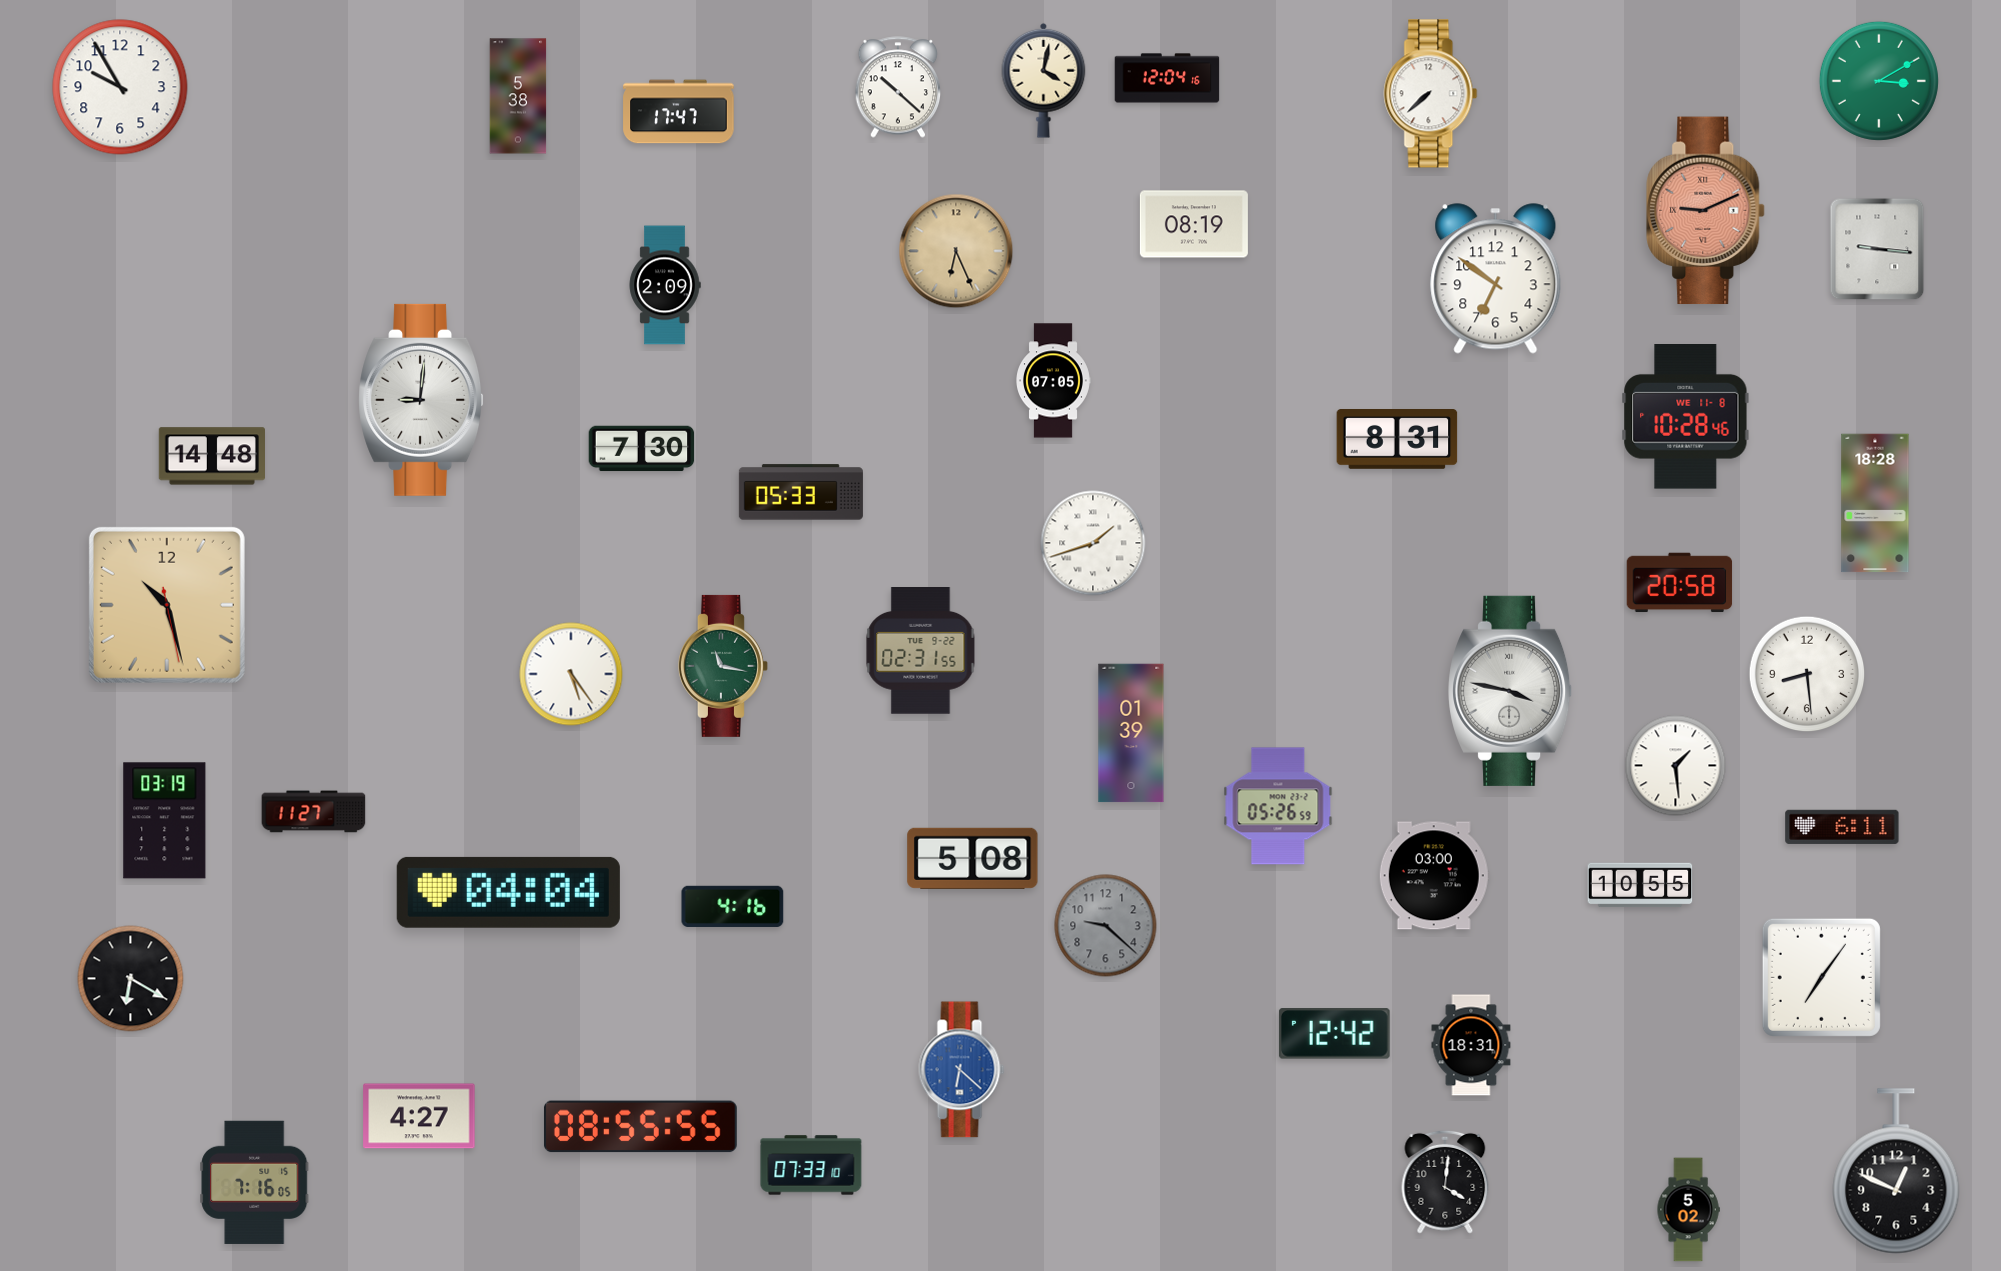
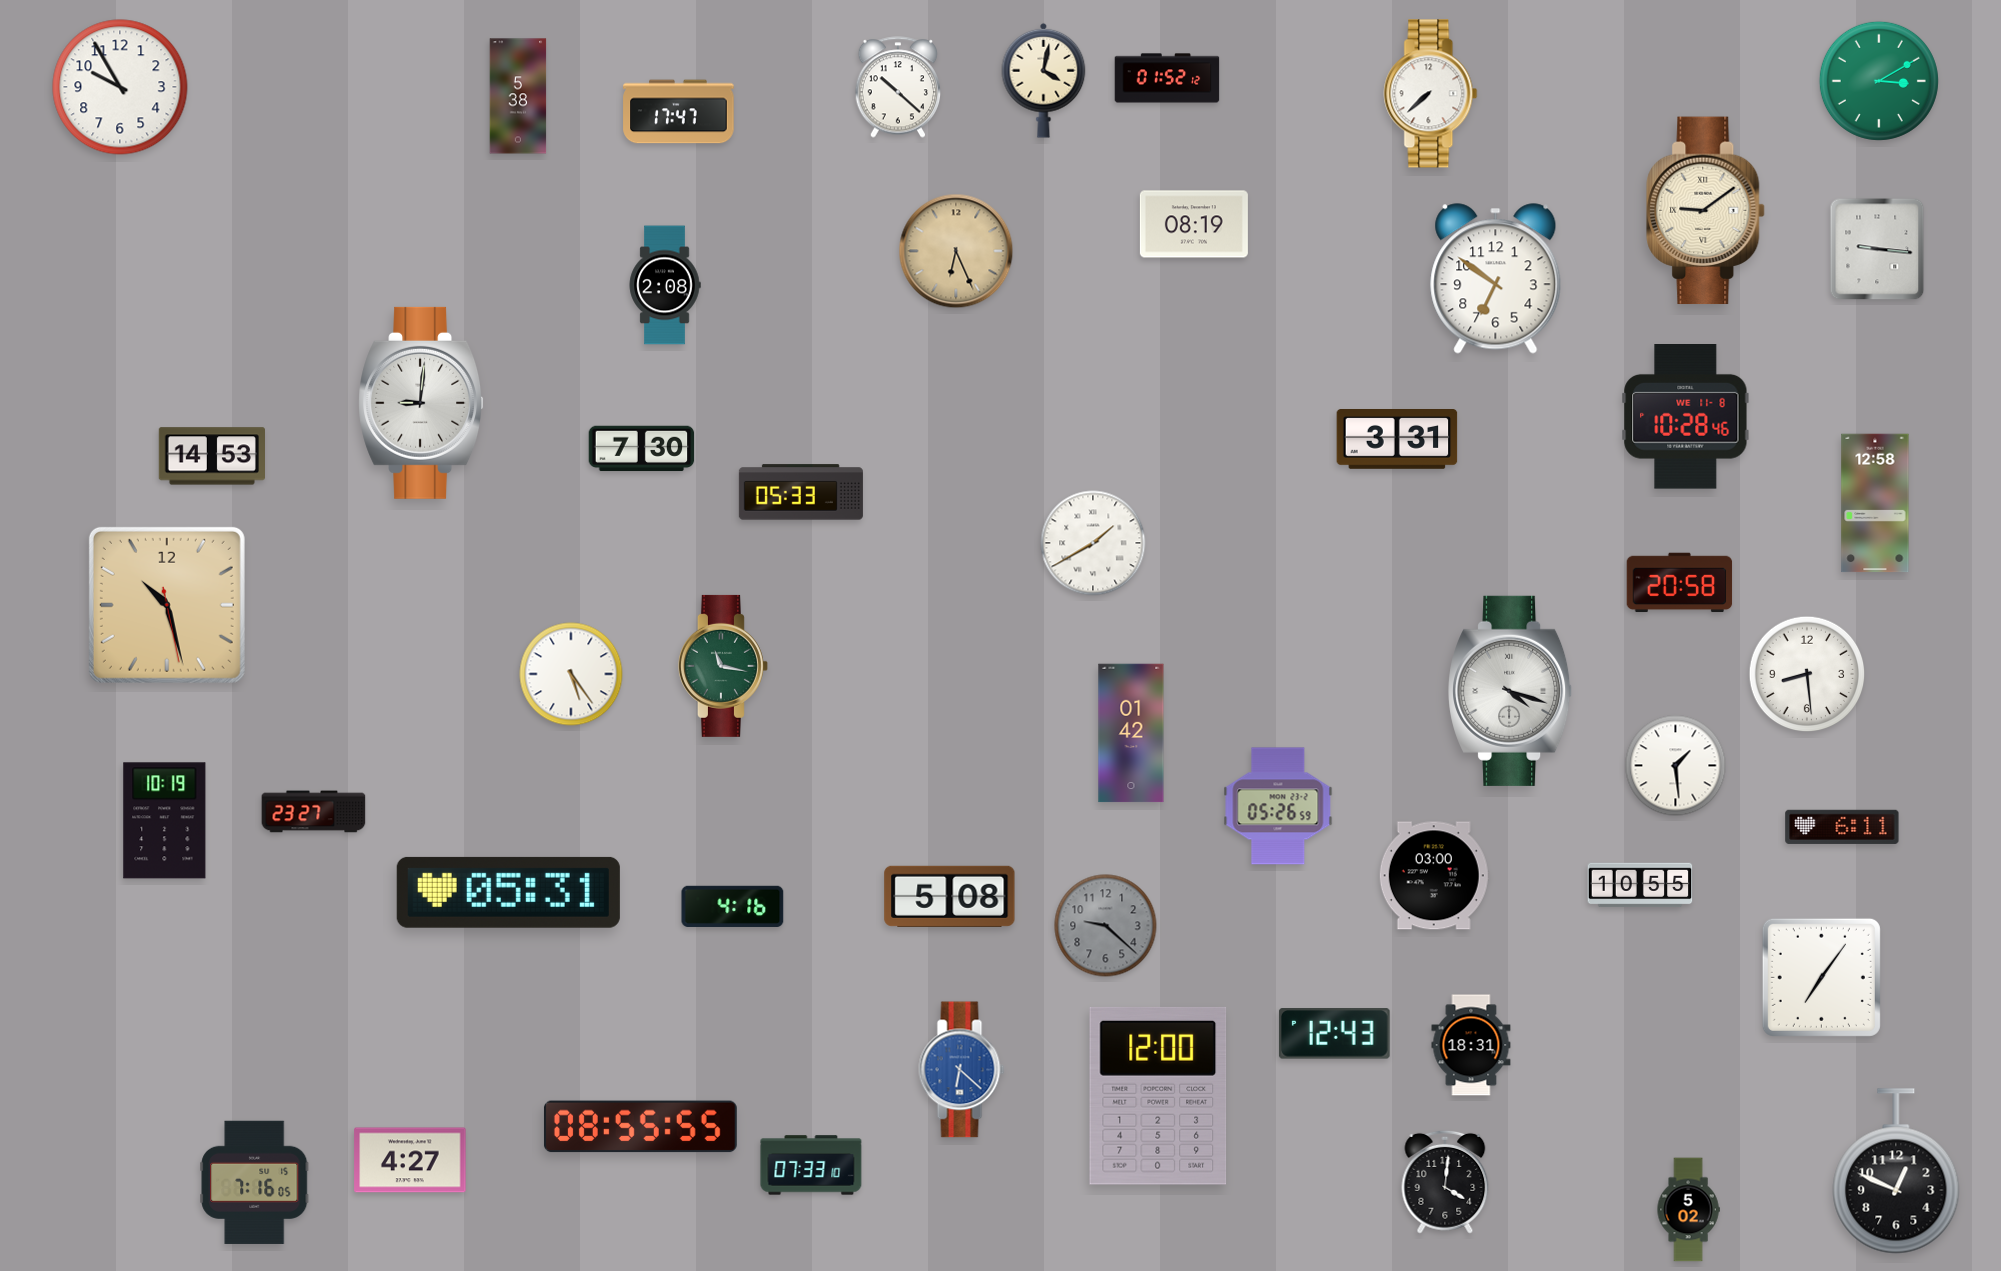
clock at (1167, 78): 12:04 -> 01:52
clock at (1706, 211): 9:11 -> 9:09
clock at (1706, 211) dial: salmon -> cream
clock at (665, 285): 2:09 -> 2:08
clock at (1054, 381): 07:05 -> none
clock at (421, 400) position: (421, 400) -> (421, 403)
clock at (1397, 440): 8:31 -> 3:31
clock at (211, 456): 14:48 -> 14:53
clock at (1875, 503): 18:28 -> 12:58
clock at (1093, 543): 1:42 -> 1:40
clock at (921, 651): 02:31 -> none
clock at (1511, 691): 3:47 -> 4:18
clock at (1131, 733): 01:39 -> 01:42
clock at (314, 812): 11:27 -> 23:27
clock at (165, 821): 03:19 -> 10:19
clock at (973, 858) position: (973, 858) -> (950, 896)
clock at (508, 892): 04:04 -> 05:31
clock at (131, 979): 6:20 -> none
clock at (1335, 1034): 12:42 -> 12:43
clock at (1158, 1096): none -> 12:00
clock at (419, 1116) position: (419, 1116) -> (410, 1160)
